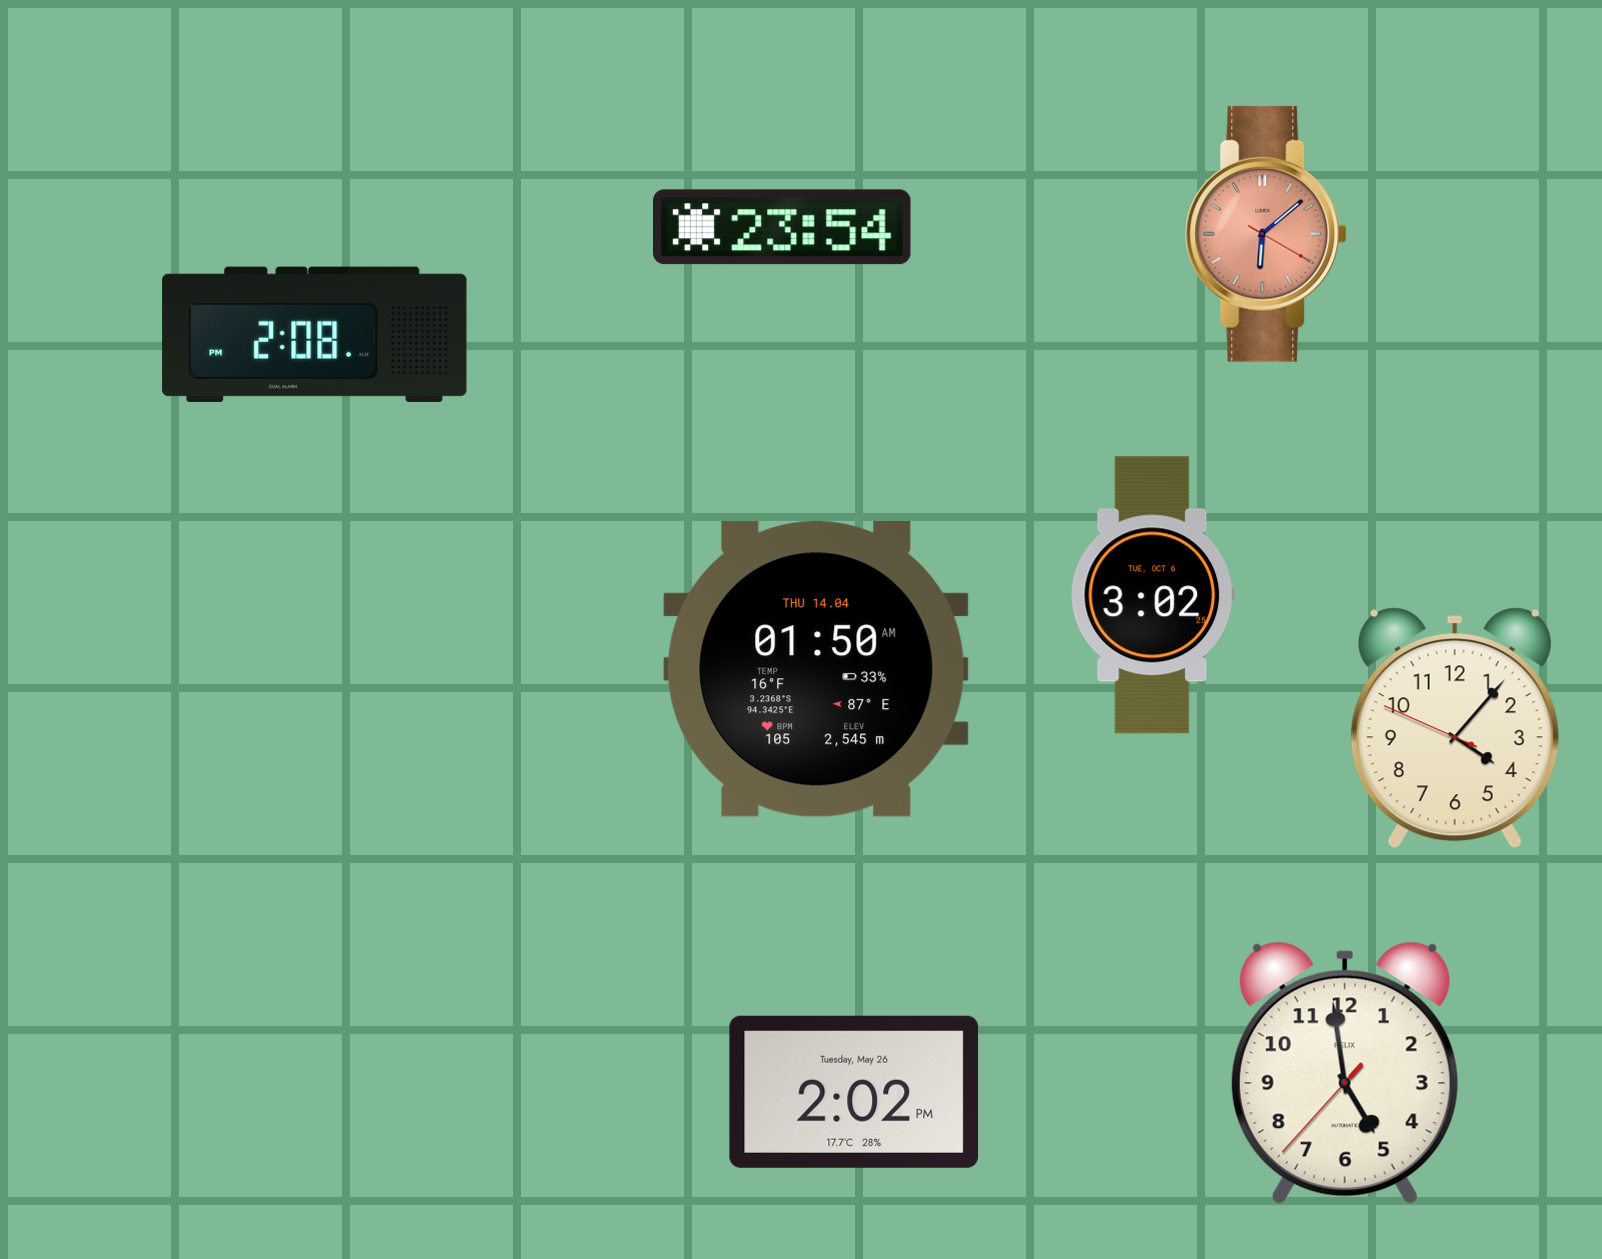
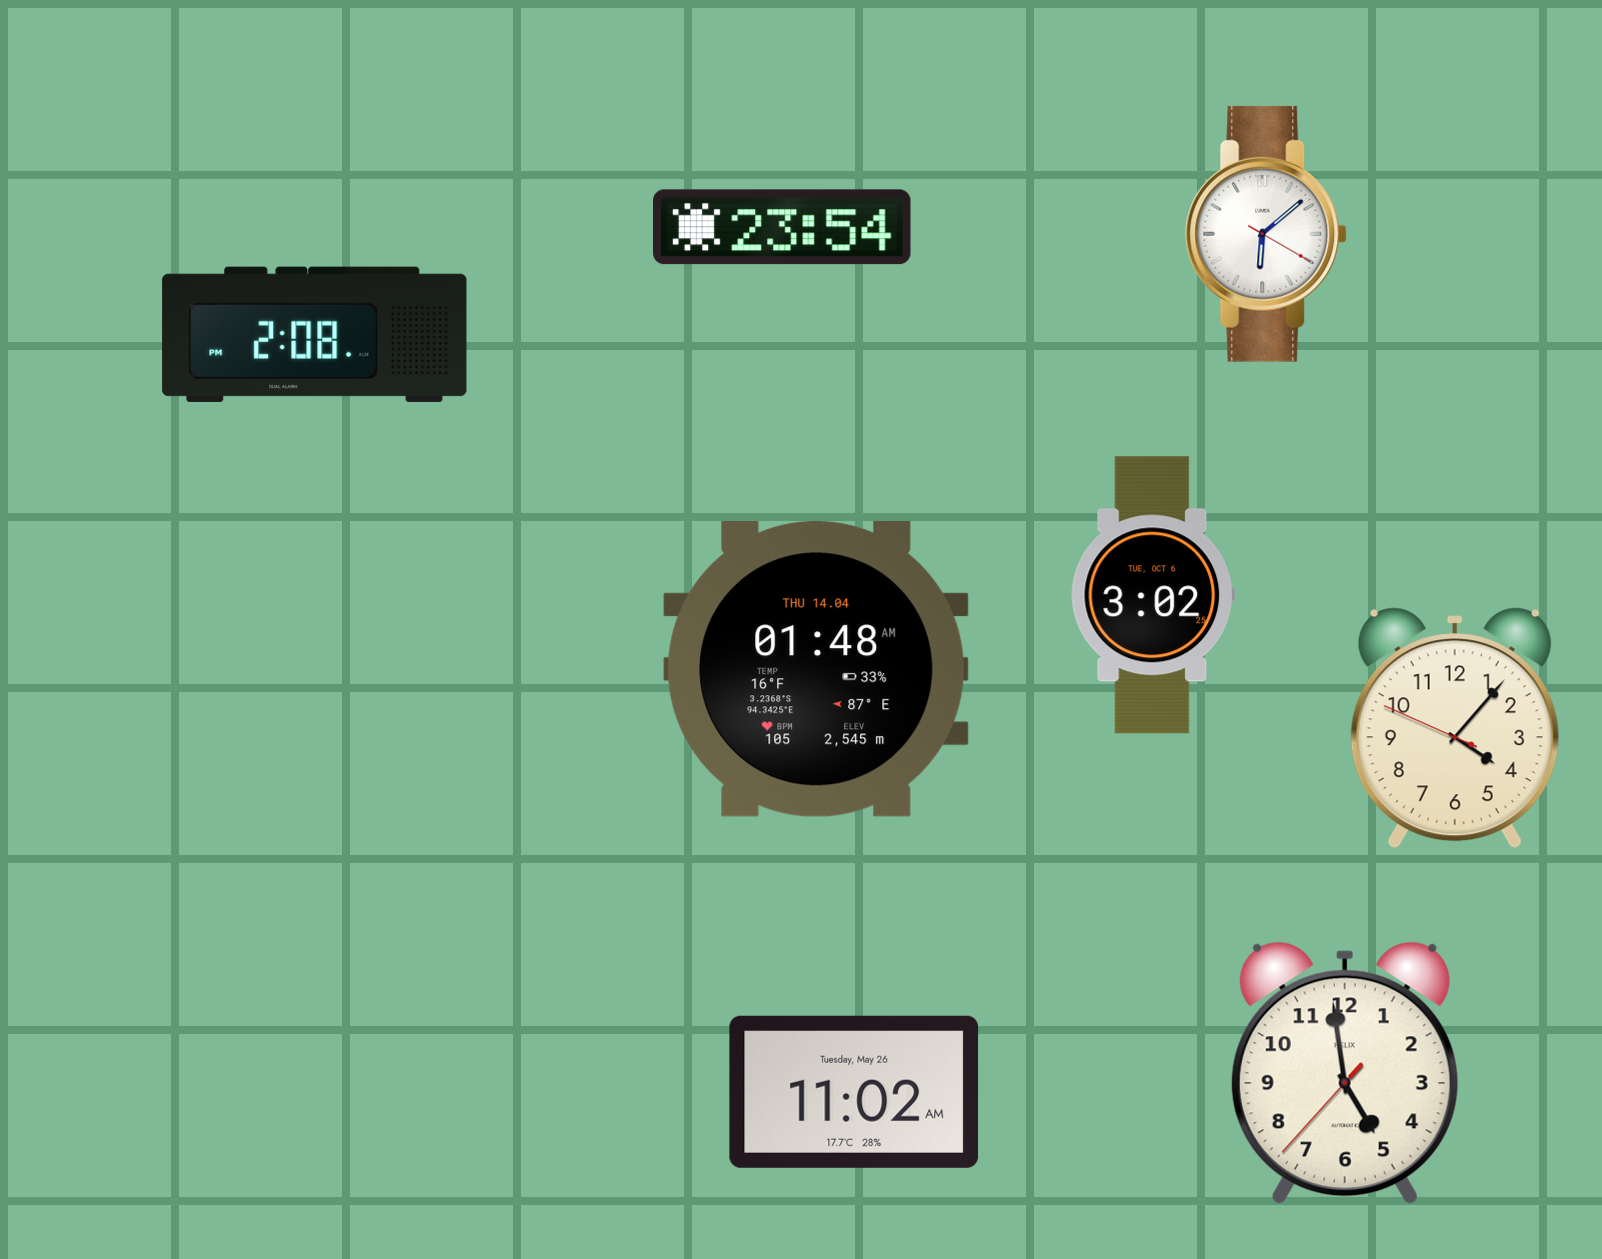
clock at (1266, 234) dial: salmon -> white
clock at (816, 670): 01:50 -> 01:48
clock at (854, 1092): 2:02 -> 11:02
